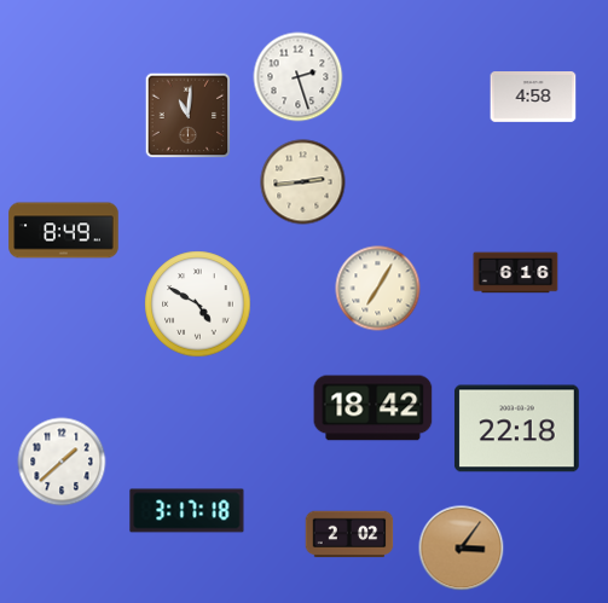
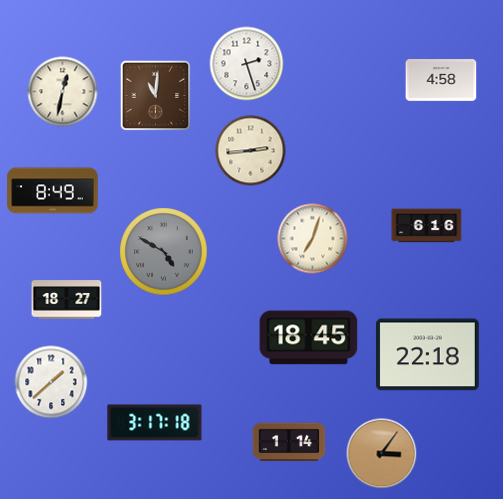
clock at (63, 92): none -> 12:32
clock at (378, 289): 7:05 -> 7:03
clock at (198, 305) dial: white -> grey
clock at (67, 300): none -> 18:27
clock at (374, 408): 18:42 -> 18:45
clock at (349, 534): 2:02 -> 1:14
